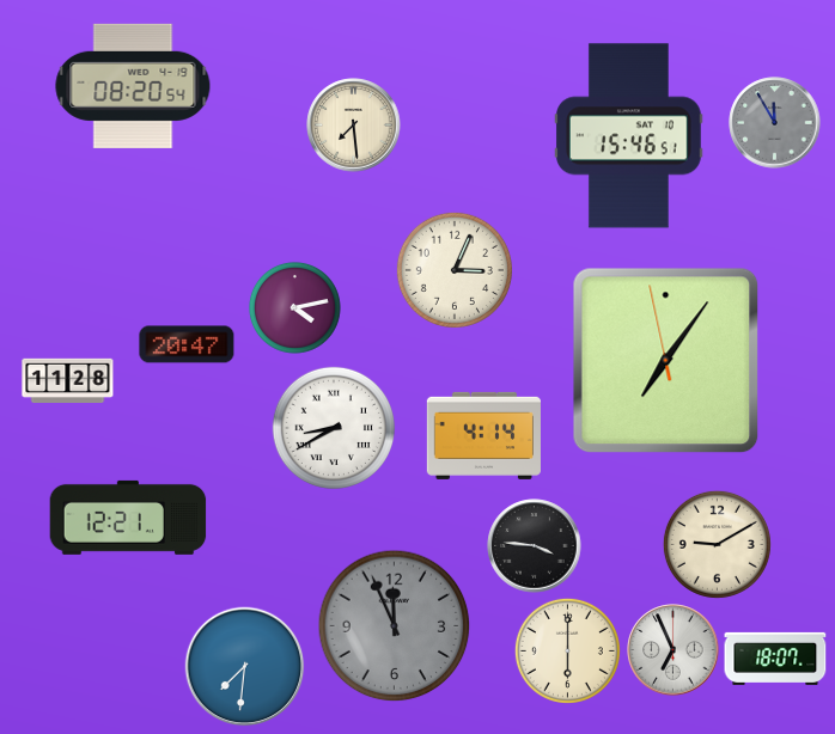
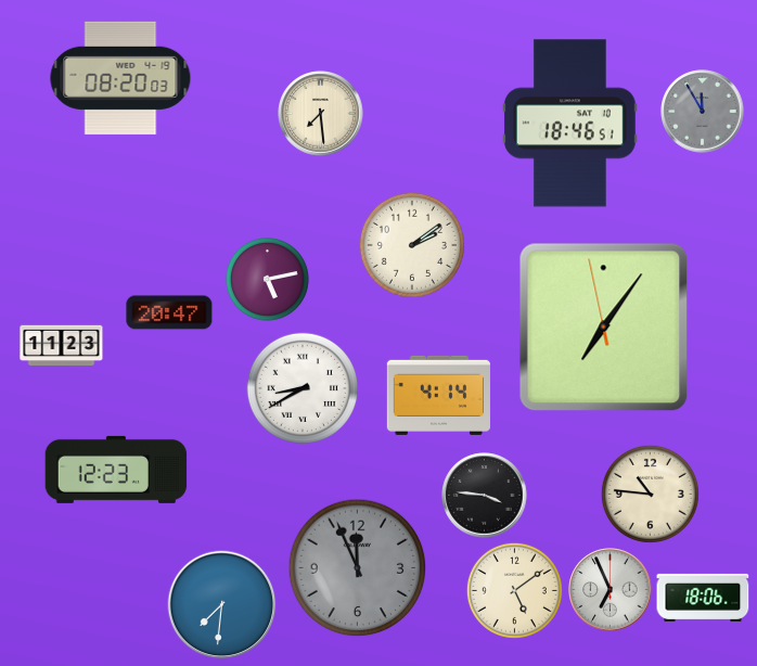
clock at (133, 86): 08:20:54 -> 08:20:03
clock at (629, 136): 15:46 -> 18:46
clock at (455, 270): 3:04 -> 2:09
clock at (295, 308): 4:13 -> 5:13
clock at (68, 381): 11:28 -> 11:23
clock at (128, 518): 12:21 -> 12:23
clock at (717, 544): 9:10 -> 10:46
clock at (567, 650): 6:00 -> 5:09
clock at (775, 659): 18:07 -> 18:06
